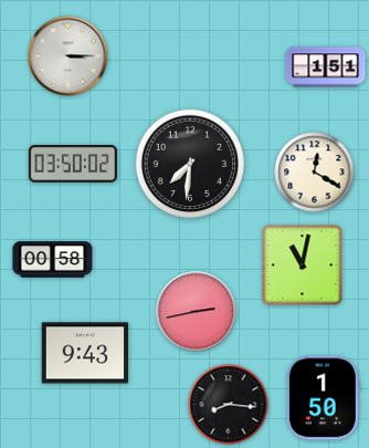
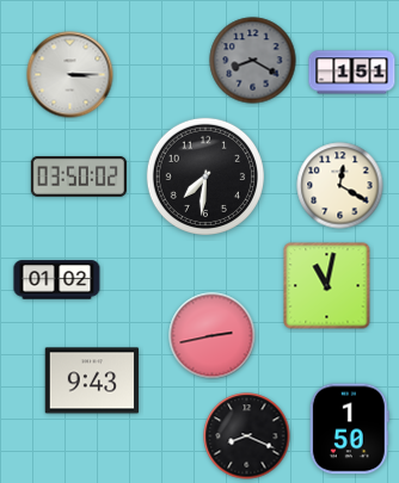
clock at (68, 56) position: (68, 56) -> (70, 75)
clock at (253, 61): none -> 8:20
clock at (53, 260): 00:58 -> 01:02
clock at (229, 405): 8:16 -> 8:19
